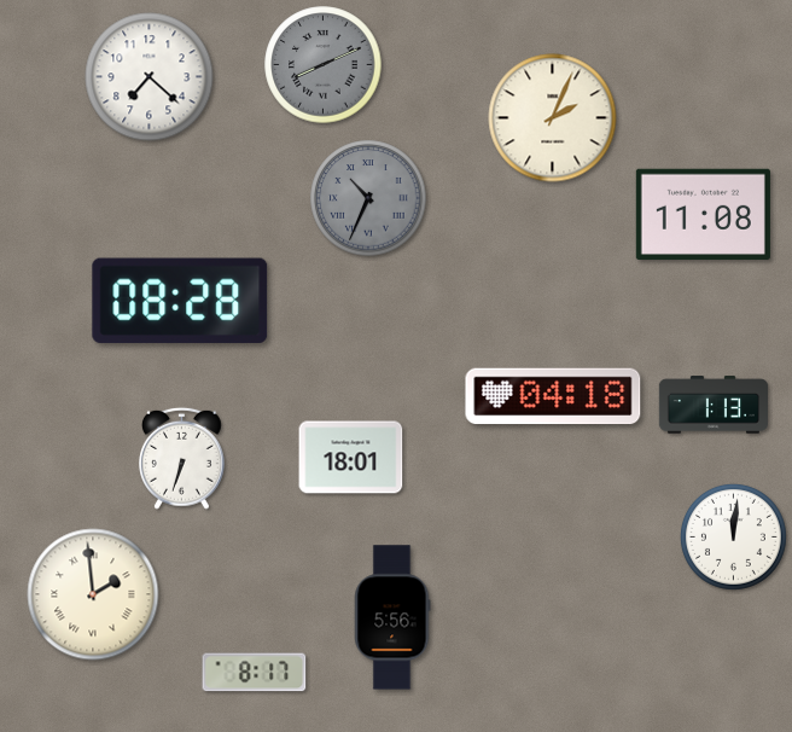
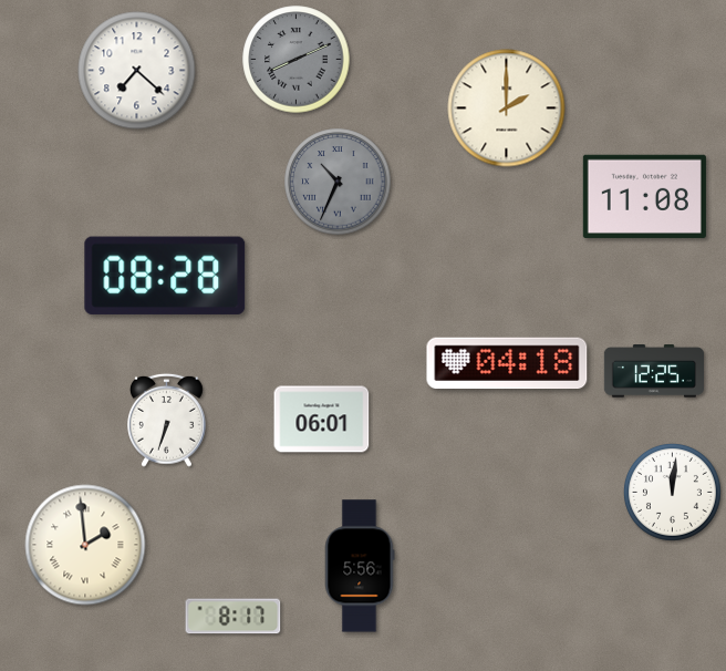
clock at (553, 118): 2:04 -> 2:00
clock at (712, 405): 1:13 -> 12:25
clock at (351, 458): 18:01 -> 06:01
